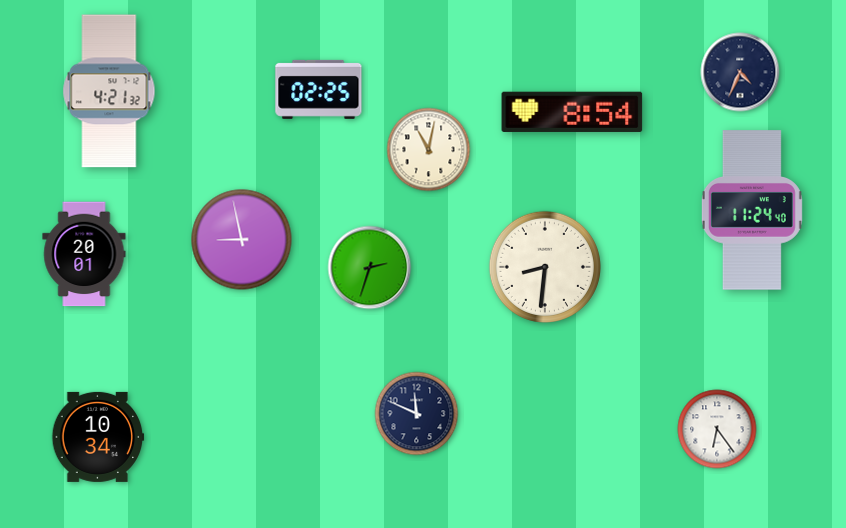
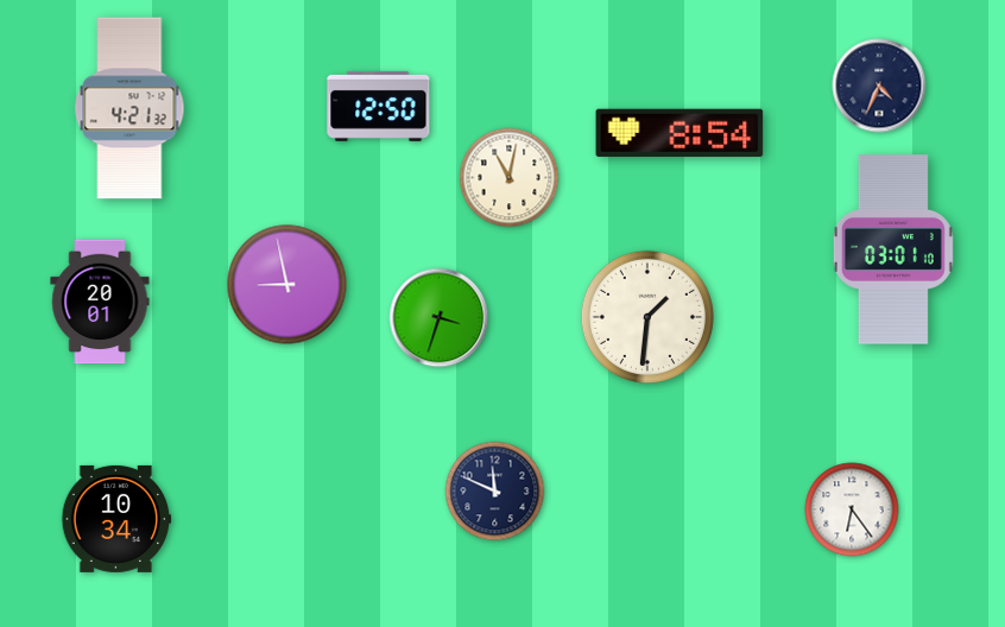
clock at (319, 89): 02:25 -> 12:50
clock at (752, 210): 11:24 -> 03:01
clock at (545, 267): 8:31 -> 1:31
clock at (370, 268): 2:33 -> 3:33
